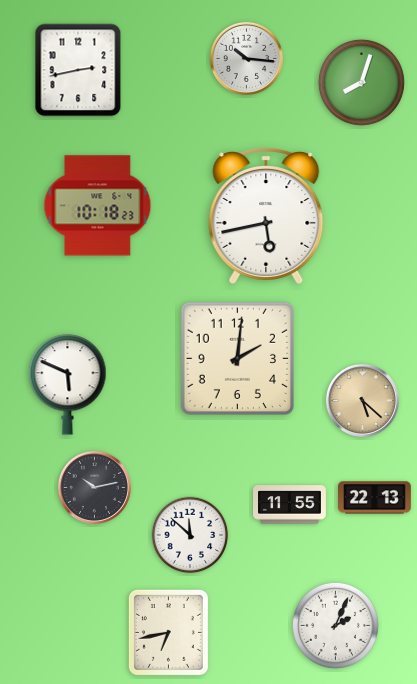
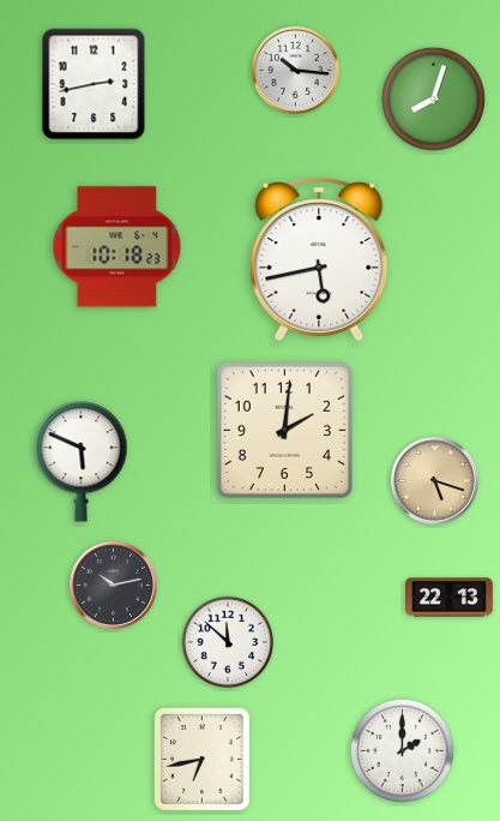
clock at (362, 400): 5:22 -> 5:18
clock at (290, 505): 11:55 -> none
clock at (335, 625): 2:04 -> 2:00
